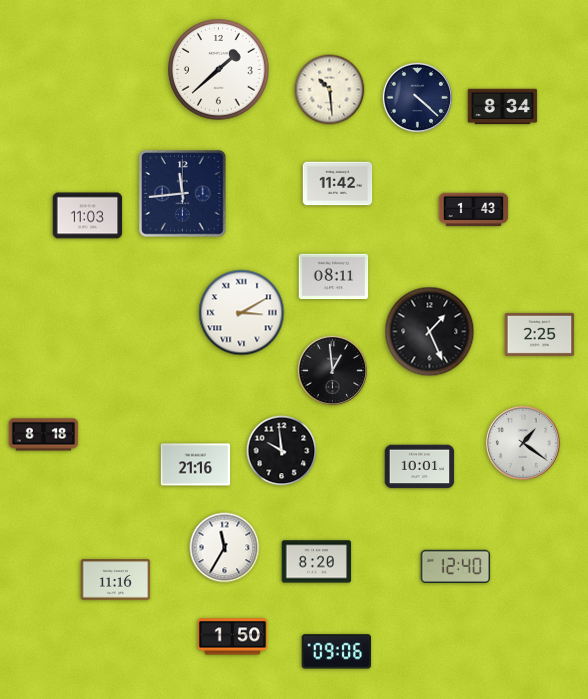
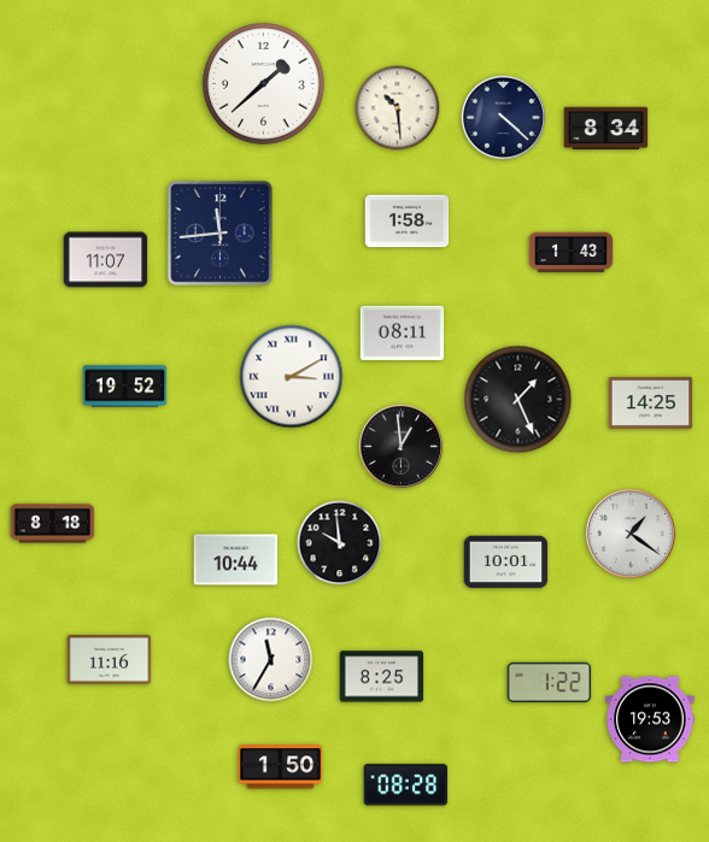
clock at (338, 184): 11:42 -> 1:58
clock at (88, 216): 11:03 -> 11:07
clock at (125, 387): none -> 19:52
clock at (540, 334): 2:25 -> 14:25
clock at (196, 465): 21:16 -> 10:44
clock at (317, 562): 8:20 -> 8:25
clock at (456, 566): 12:40 -> 1:22
clock at (116, 580) position: (116, 580) -> (110, 660)
clock at (650, 719): none -> 19:53
clock at (337, 652): 09:06 -> 08:28
